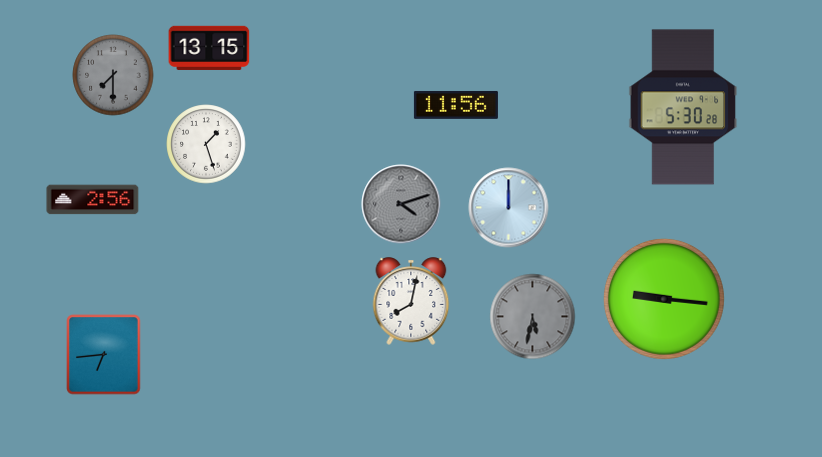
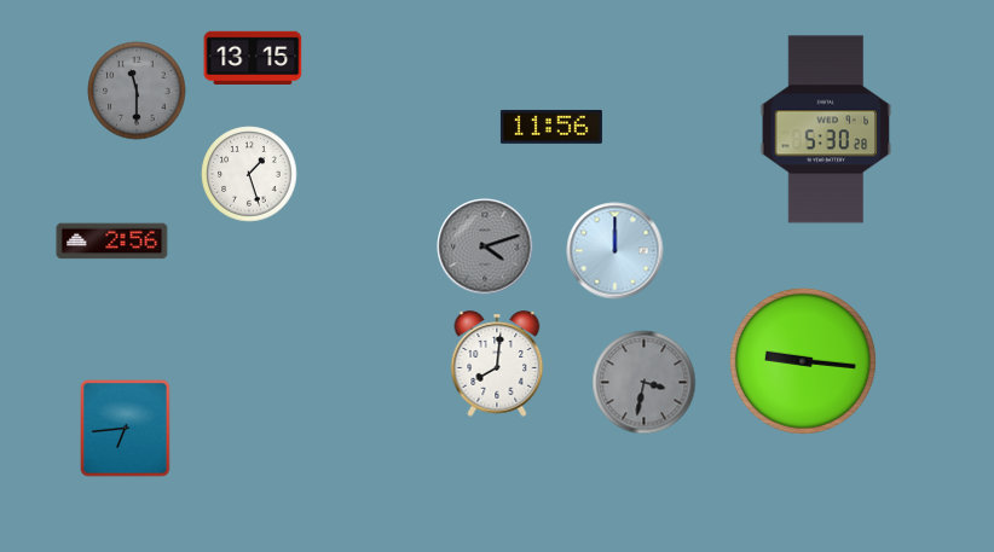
clock at (113, 75): 7:30 -> 11:30
clock at (411, 301): 8:02 -> 8:01
clock at (533, 317): 5:32 -> 3:32
